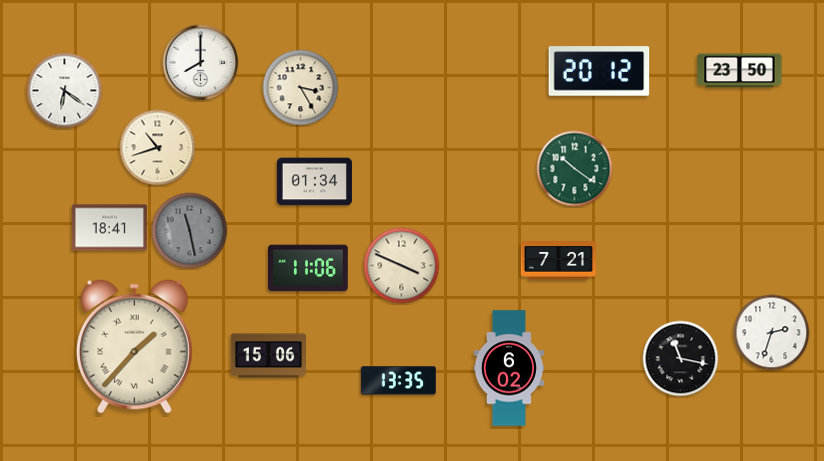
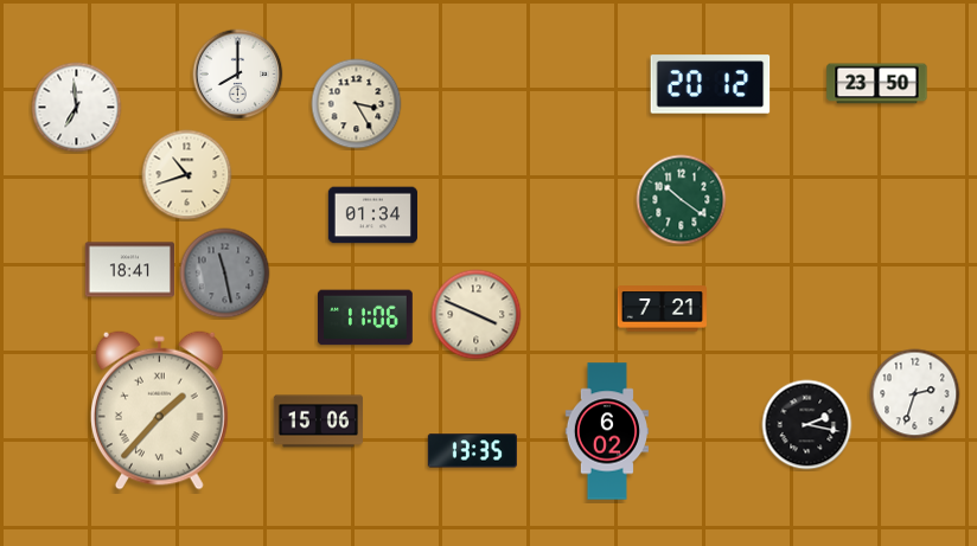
clock at (65, 91): 6:21 -> 6:59
clock at (681, 359): 11:17 -> 2:17
clock at (508, 368) position: (508, 368) -> (606, 431)
